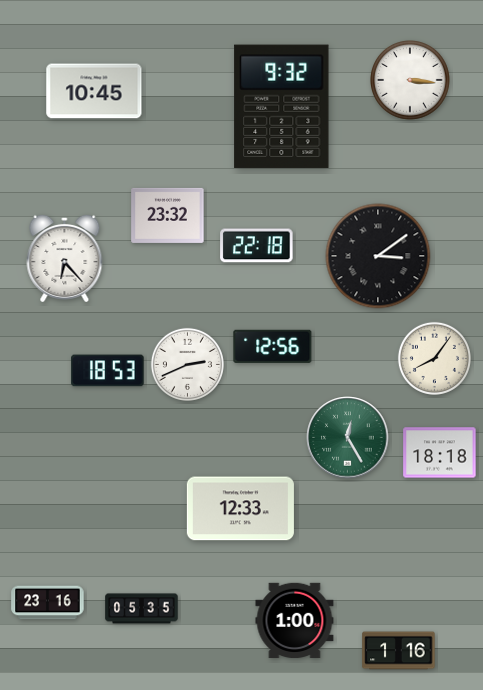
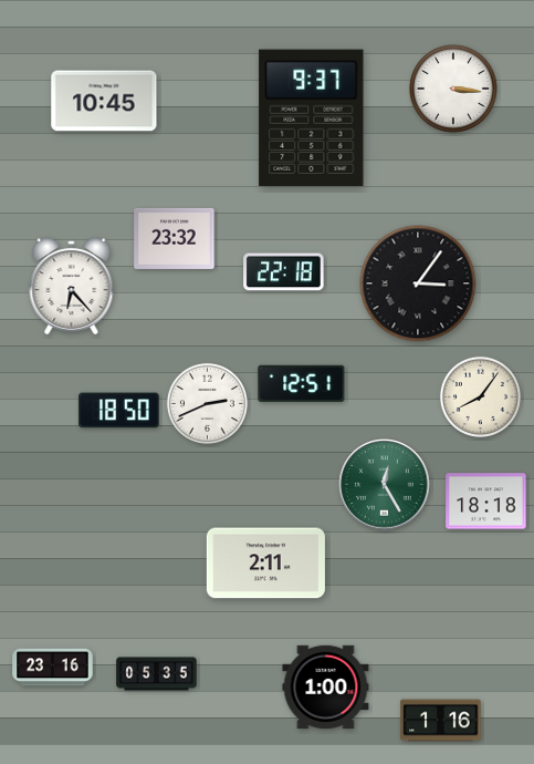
clock at (282, 106): 9:32 -> 9:37
clock at (168, 215) position: (168, 215) -> (175, 238)
clock at (378, 256): 3:09 -> 3:06
clock at (273, 346): 12:56 -> 12:51
clock at (108, 371): 18:53 -> 18:50
clock at (240, 509): 12:33 -> 2:11
